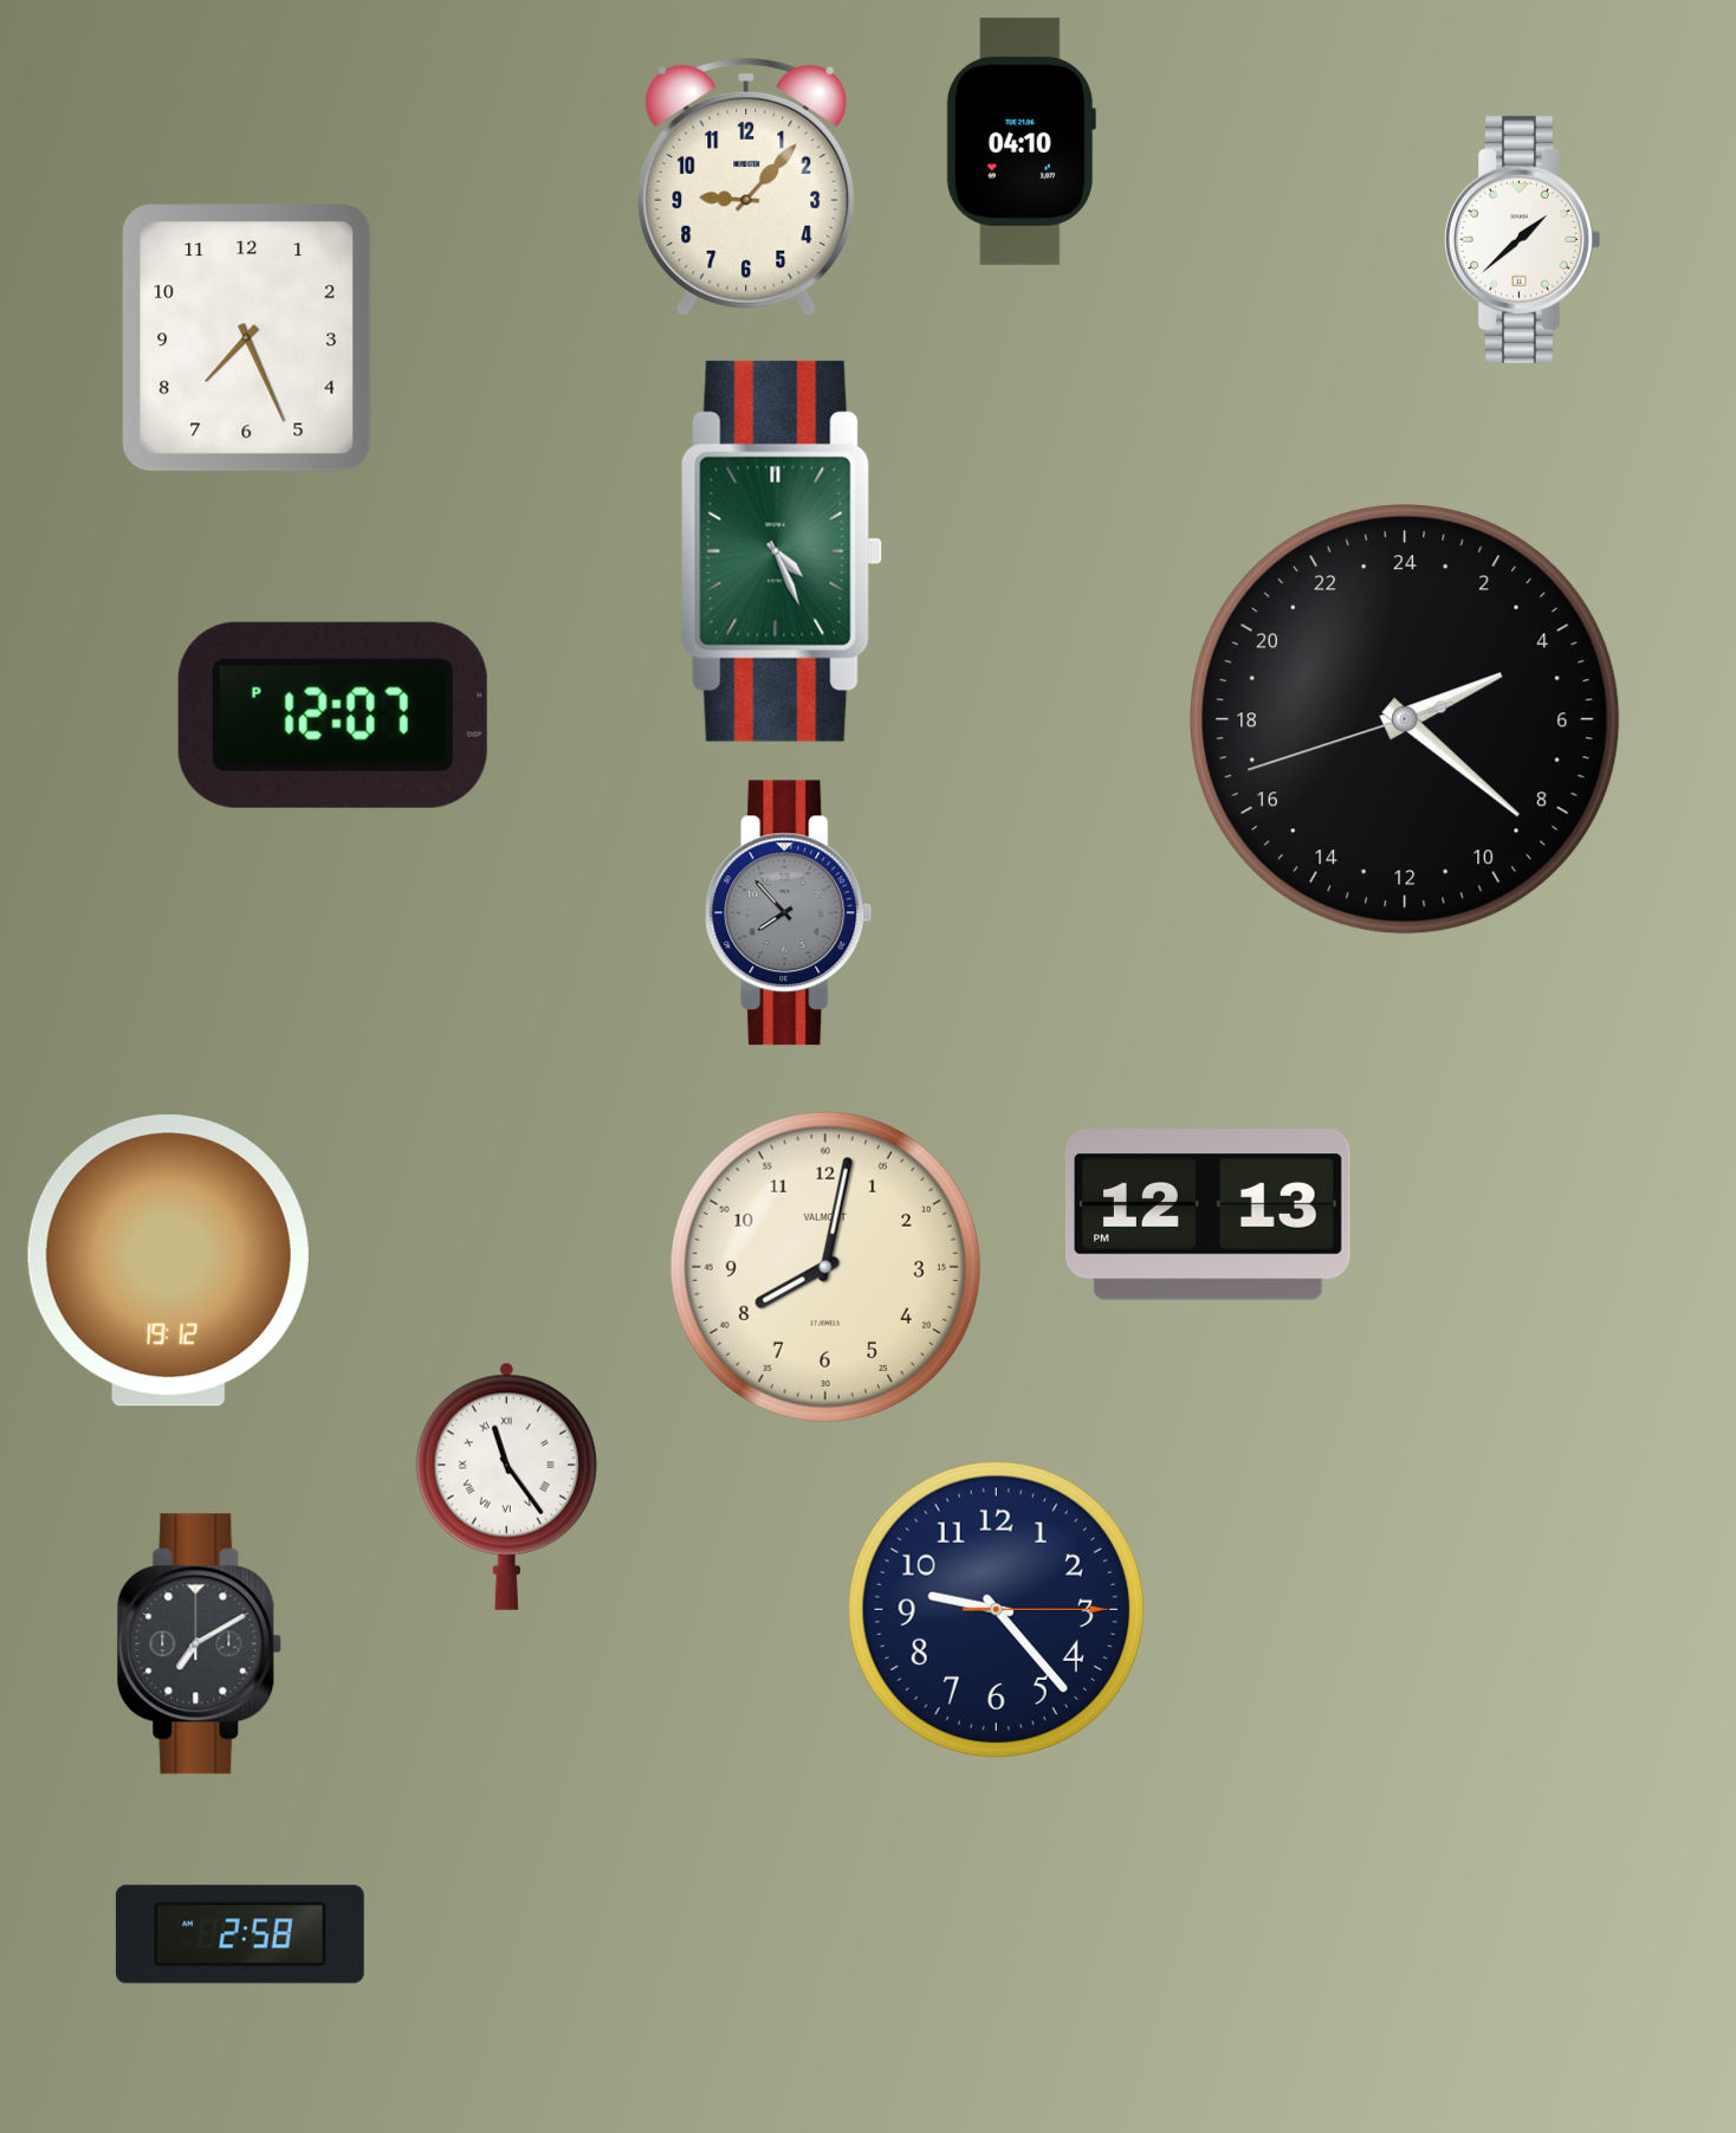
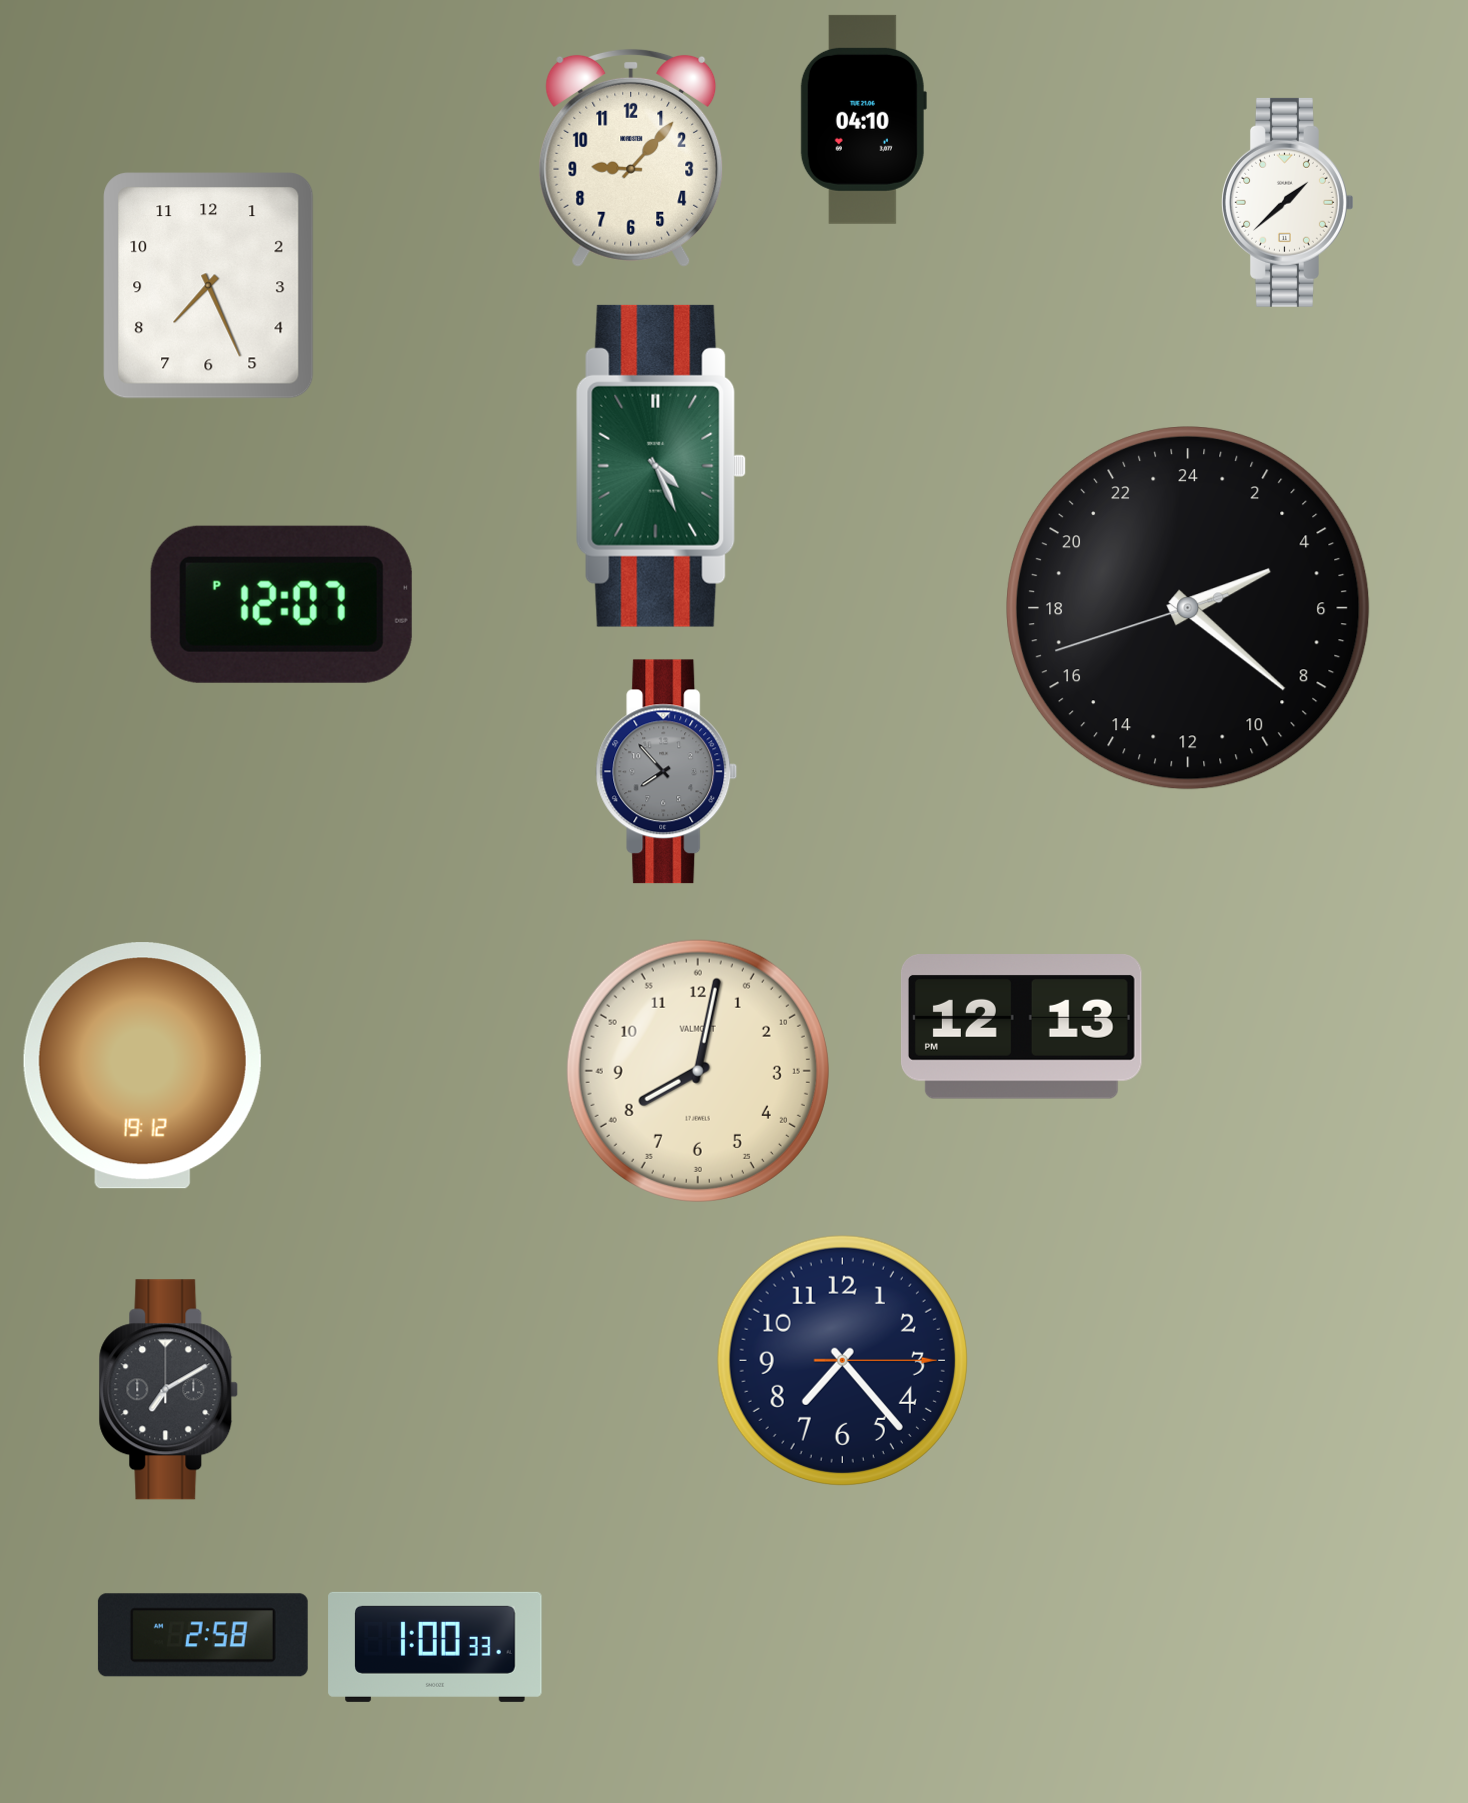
clock at (506, 1486): 11:24 -> none
clock at (996, 1609): 9:23 -> 7:23
clock at (435, 1647): none -> 1:00
